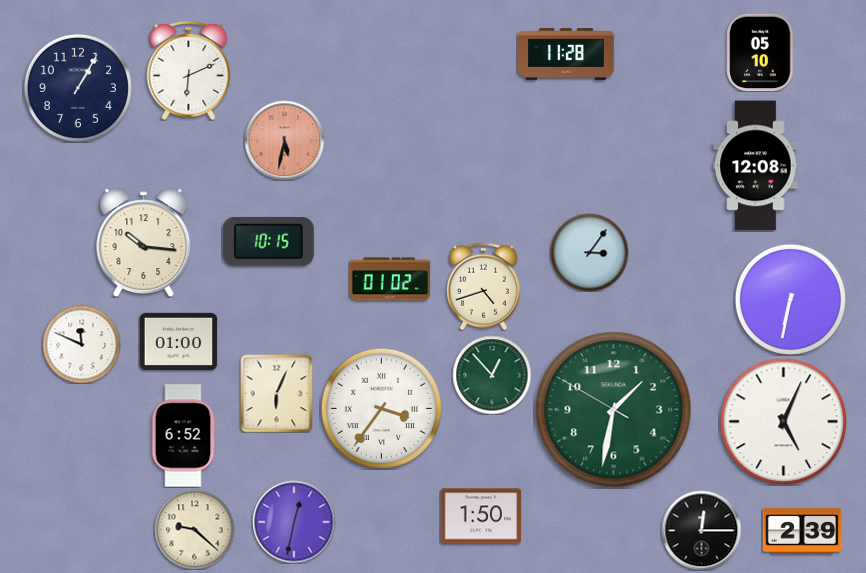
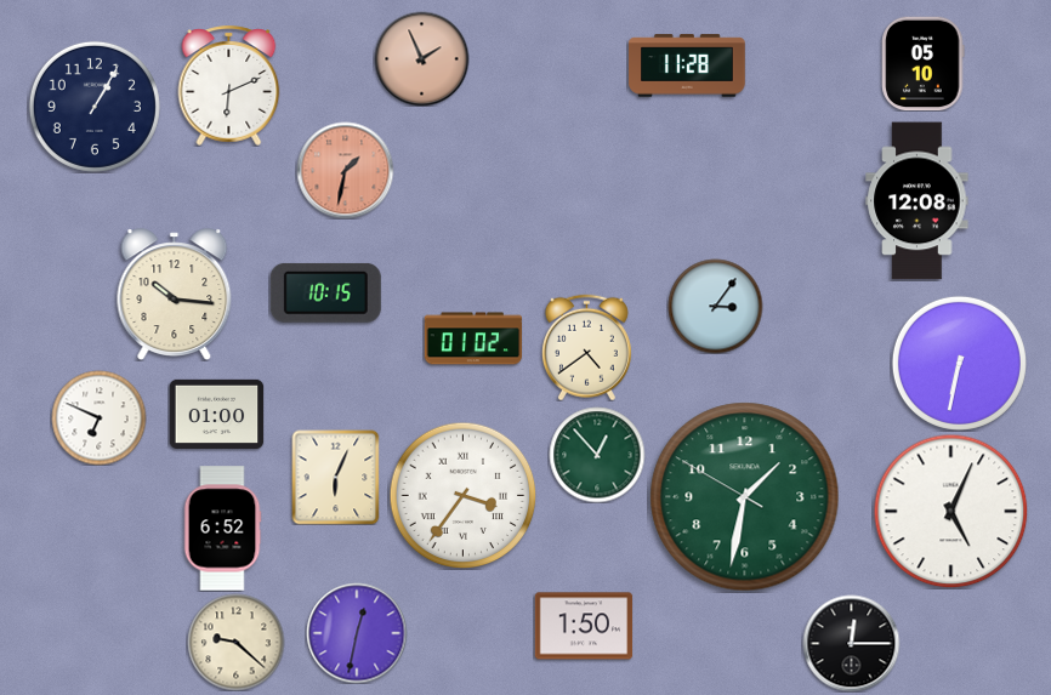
clock at (421, 58): none -> 1:56
clock at (284, 140): 5:32 -> 1:32
clock at (483, 286): 4:42 -> 4:39
clock at (81, 344): 11:49 -> 6:49
clock at (802, 531): 2:39 -> none
